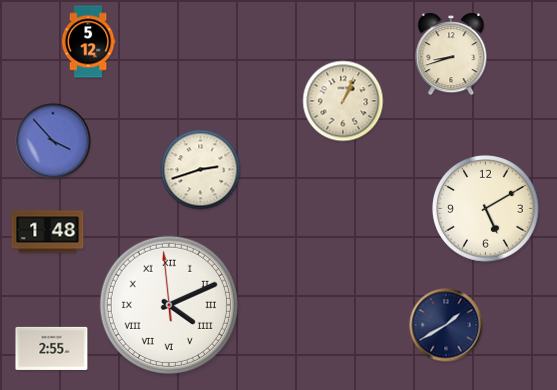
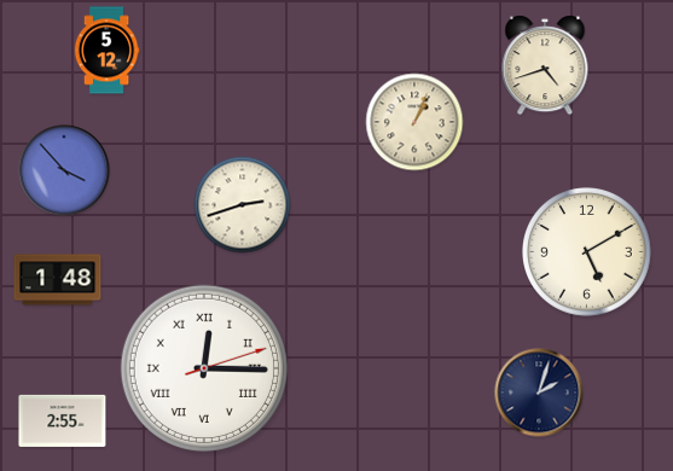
clock at (451, 54): 8:42 -> 4:42
clock at (169, 305): 4:10 -> 12:15
clock at (446, 325): 1:40 -> 2:03
